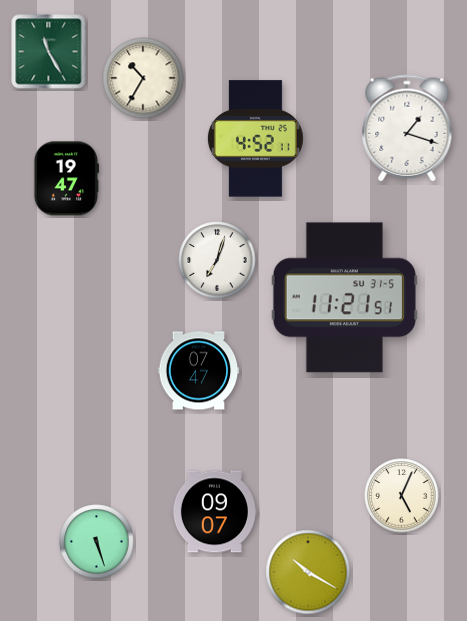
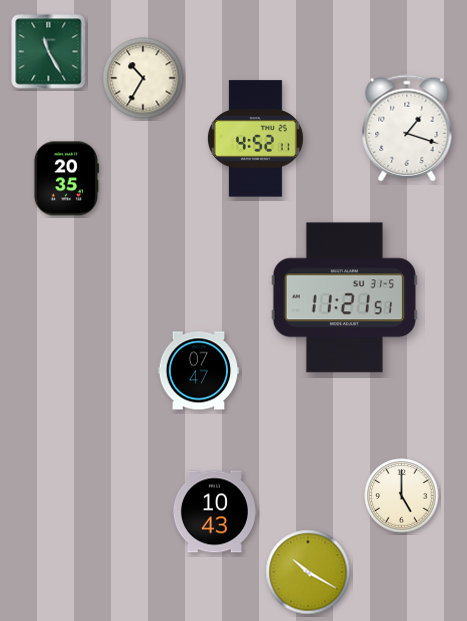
clock at (65, 179): 19:47 -> 20:35
clock at (217, 260): 7:03 -> none
clock at (402, 496): 5:04 -> 5:00
clock at (214, 512): 09:07 -> 10:43
clock at (97, 542): 5:27 -> none
